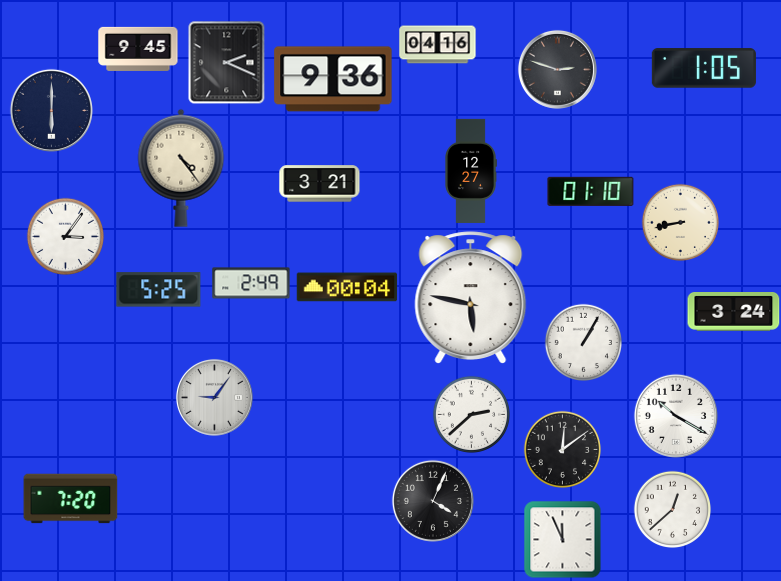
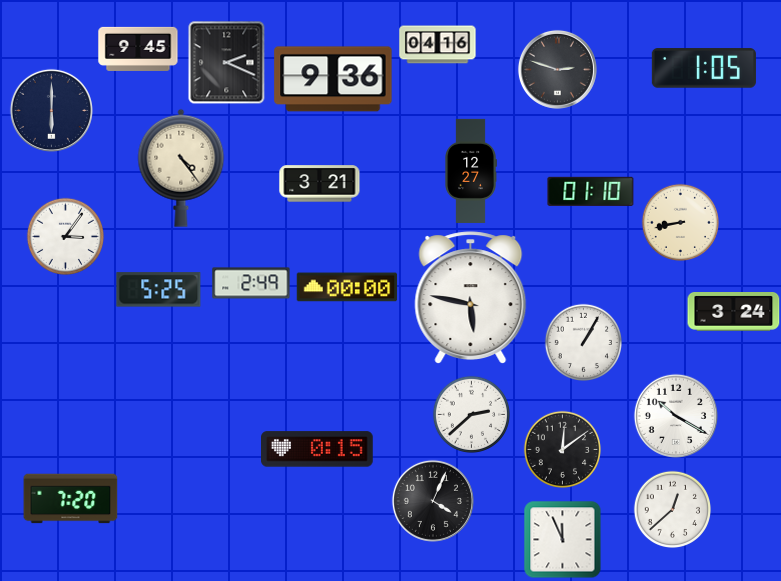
clock at (347, 287): 00:04 -> 00:00
clock at (214, 397): 9:06 -> none
clock at (318, 449): none -> 0:15
